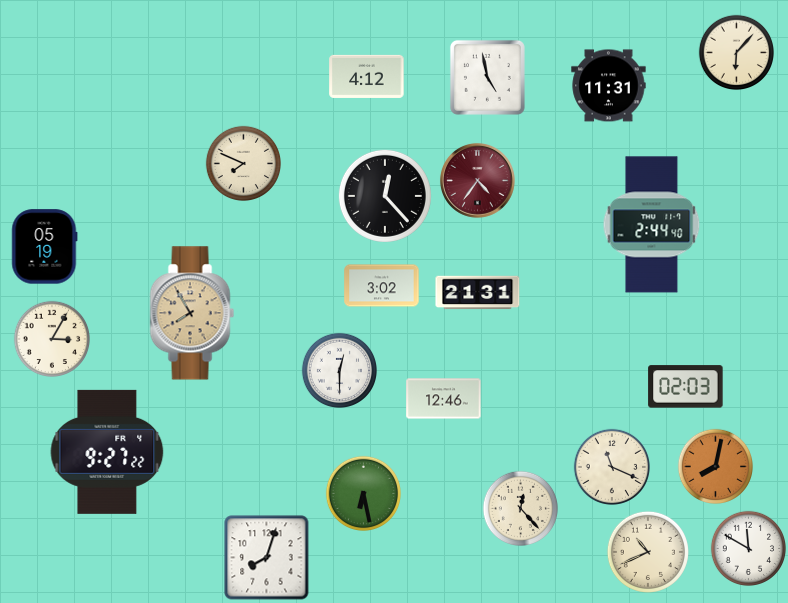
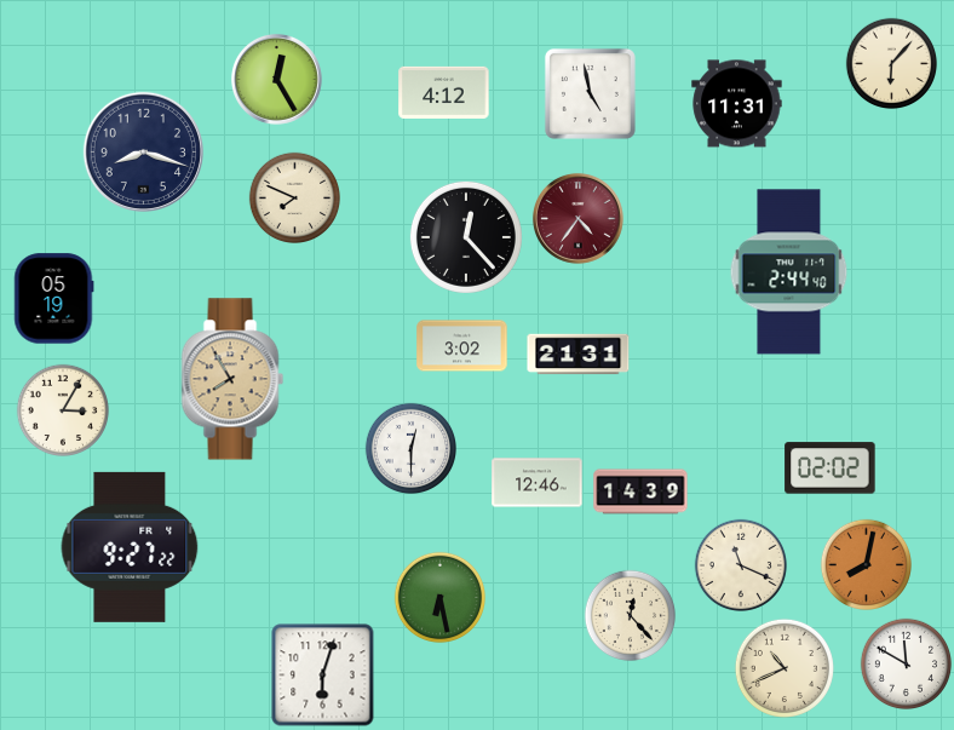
clock at (277, 80): none -> 12:25
clock at (143, 151): none -> 8:18
clock at (686, 387): 02:03 -> 02:02
clock at (640, 492): none -> 14:39
clock at (267, 558): 8:03 -> 6:03
